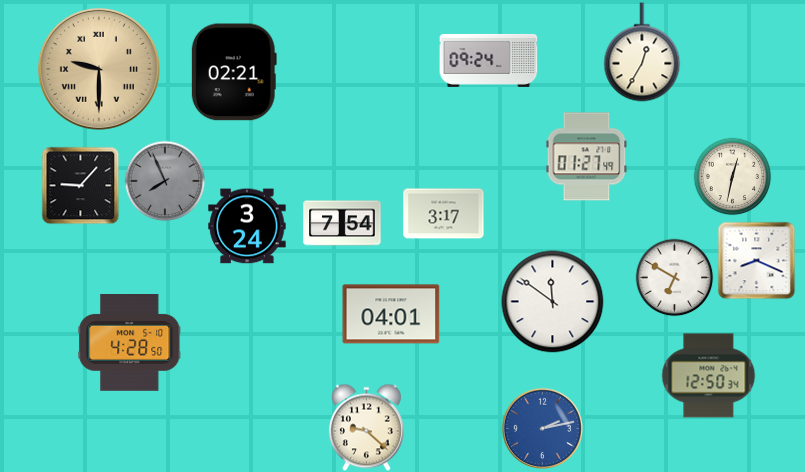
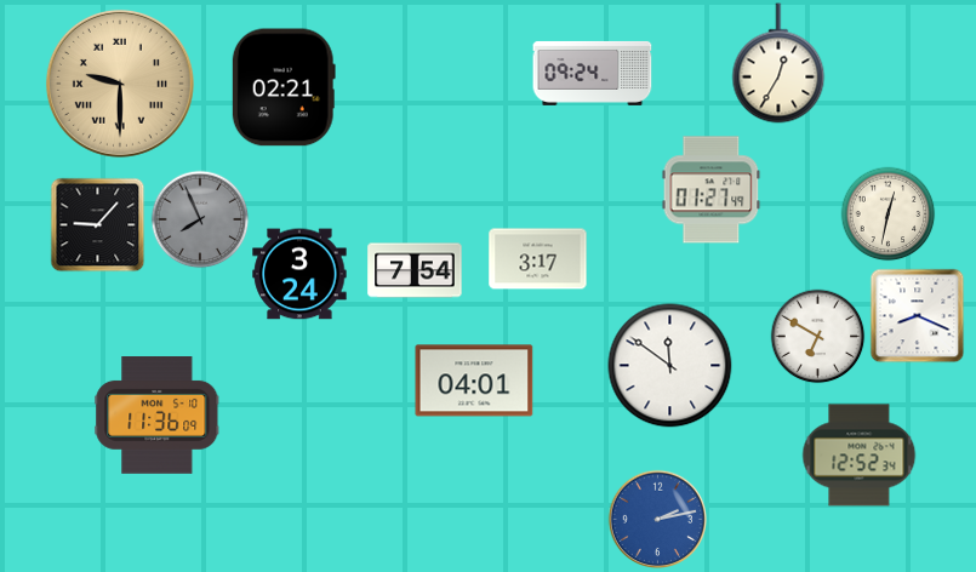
clock at (130, 343): 4:28 -> 11:36
clock at (709, 376): 12:50 -> 12:52
clock at (366, 427): 9:22 -> none
